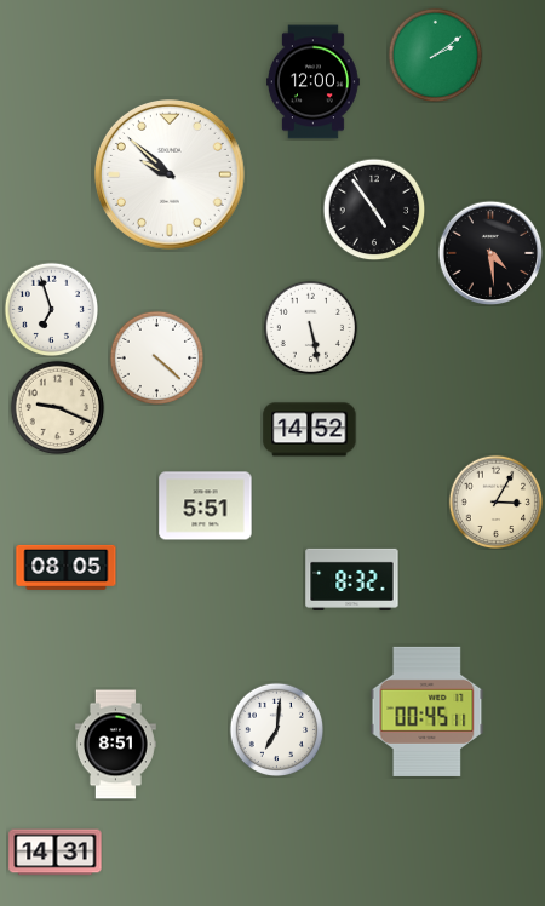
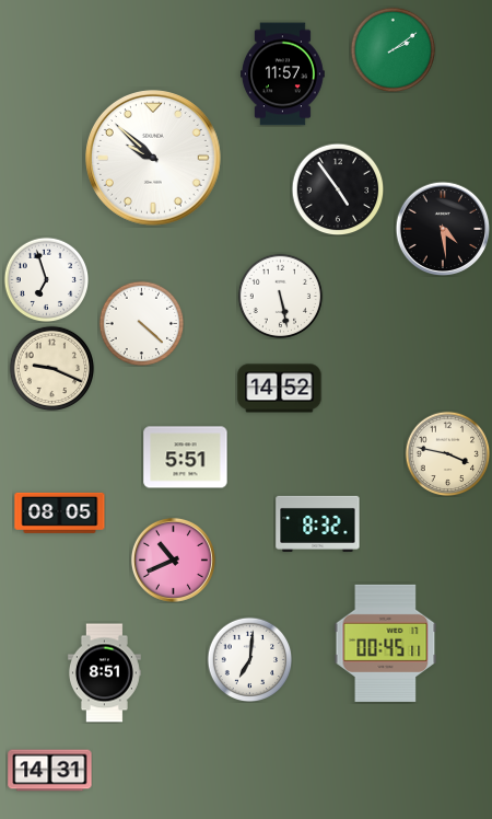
clock at (314, 82): 12:00 -> 11:57
clock at (495, 501): 3:05 -> 3:47
clock at (173, 560): none -> 10:41
